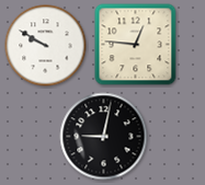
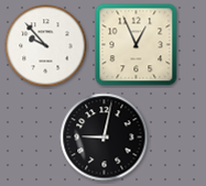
clock at (136, 45): 12:46 -> 12:56
clock at (46, 46): 9:50 -> 9:53
